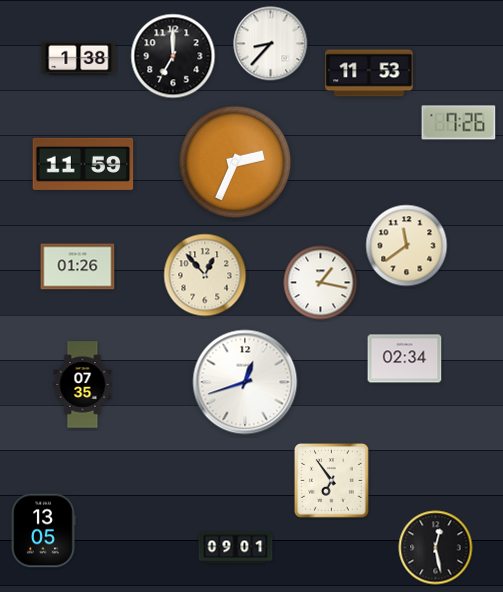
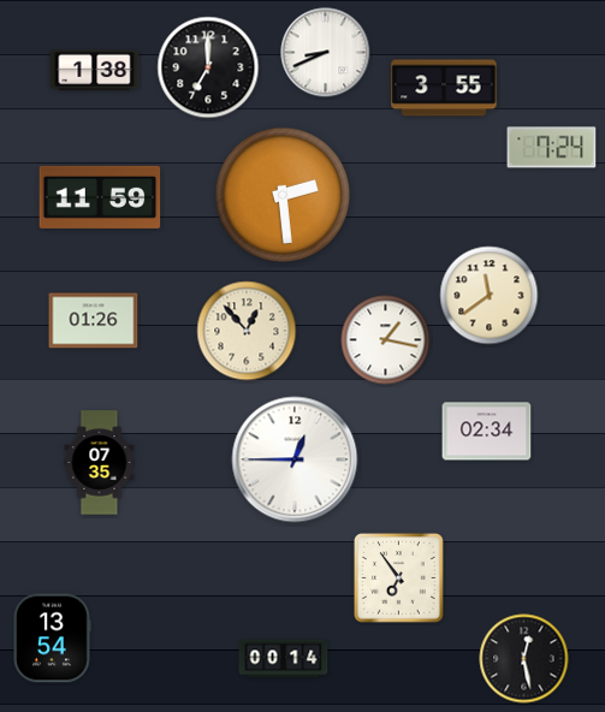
clock at (271, 44): 8:37 -> 8:41
clock at (369, 73): 11:53 -> 3:55
clock at (459, 123): 7:26 -> 7:24
clock at (235, 162): 2:34 -> 2:29
clock at (245, 382): 12:42 -> 12:45
clock at (43, 531): 13:05 -> 13:54
clock at (236, 548): 09:01 -> 00:14
